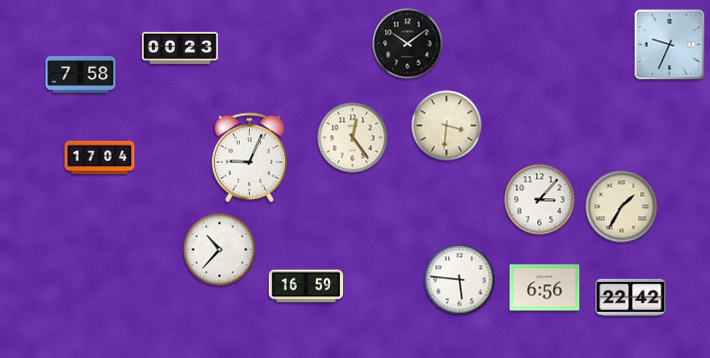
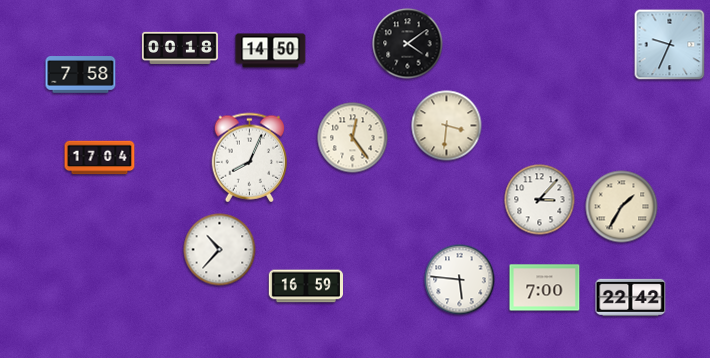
clock at (408, 44): 10:09 -> 4:09
clock at (180, 48): 00:23 -> 00:18
clock at (271, 51): none -> 14:50
clock at (250, 158): 9:04 -> 8:04
clock at (545, 288): 6:56 -> 7:00
